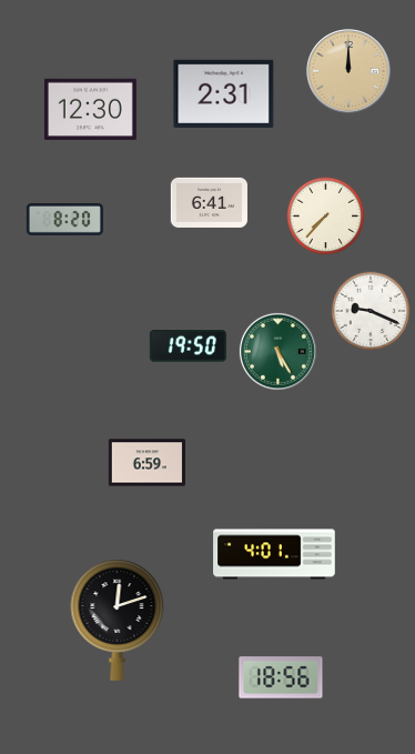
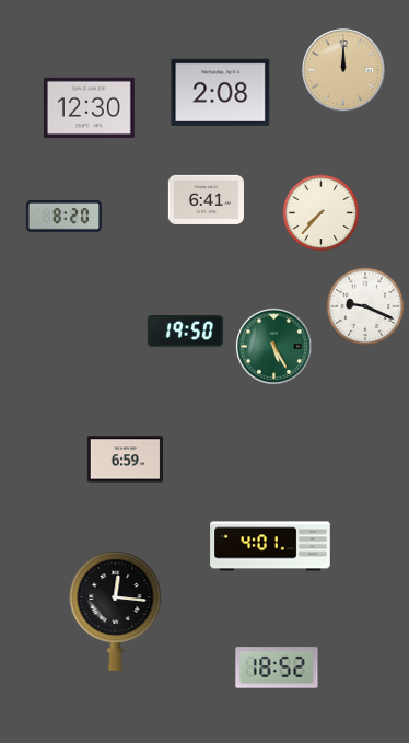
clock at (224, 93): 2:31 -> 2:08
clock at (188, 346) position: (188, 346) -> (185, 332)
clock at (146, 463) position: (146, 463) -> (125, 460)
clock at (118, 620): 12:12 -> 12:16
clock at (281, 677): 18:56 -> 18:52
